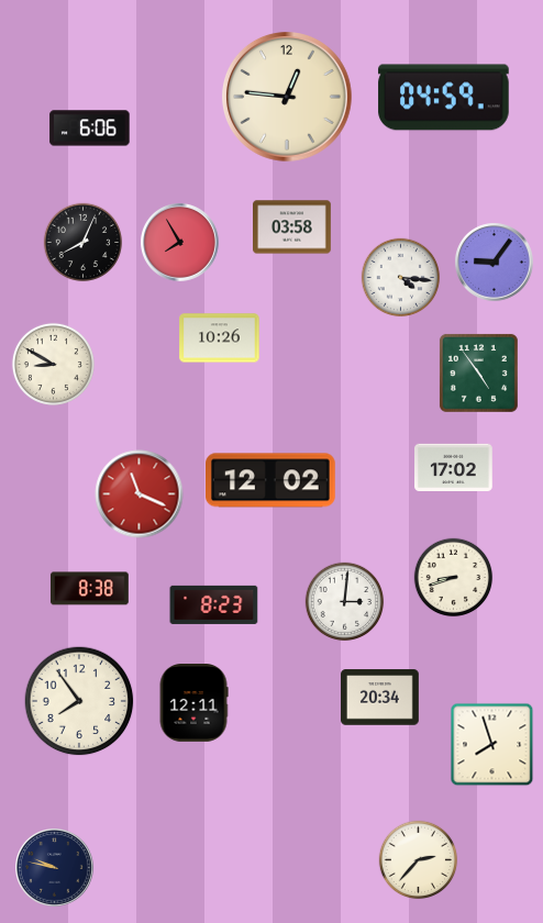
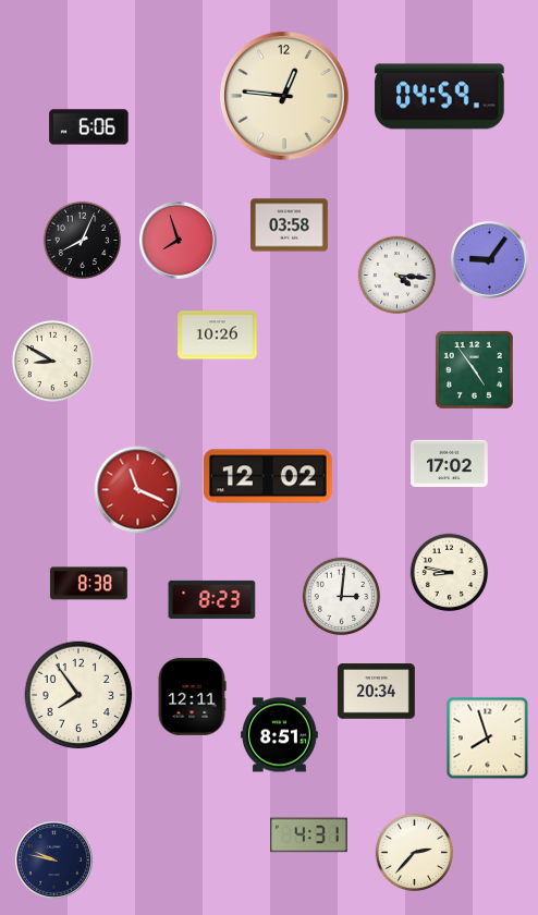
clock at (180, 243): 7:55 -> 7:57
clock at (454, 578): 8:42 -> 8:47
clock at (280, 735): none -> 8:51
clock at (309, 835): none -> 4:31
